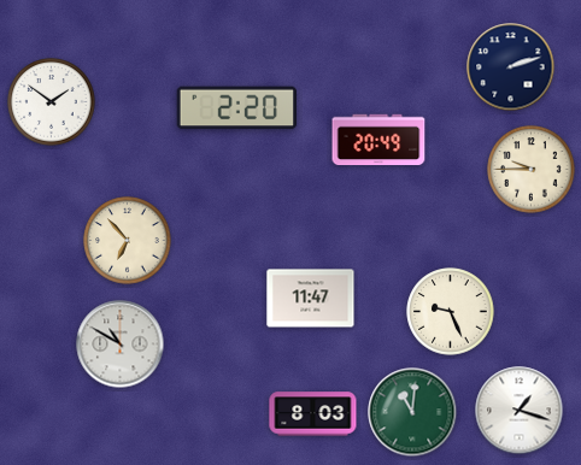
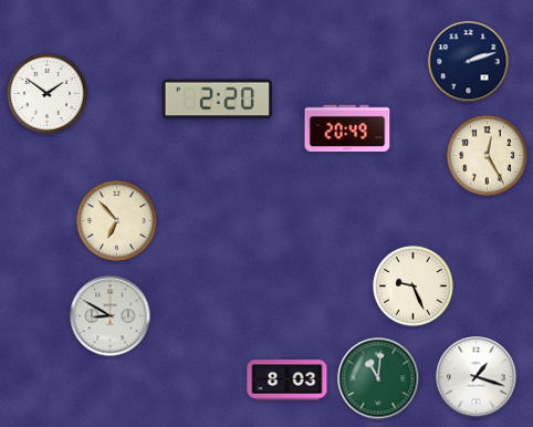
clock at (532, 170): 9:45 -> 12:25
clock at (311, 299): 11:47 -> none
clock at (121, 345): 10:50 -> 8:50
